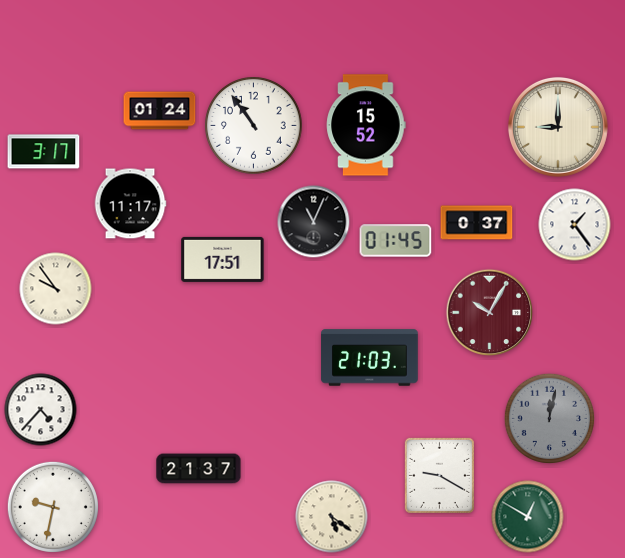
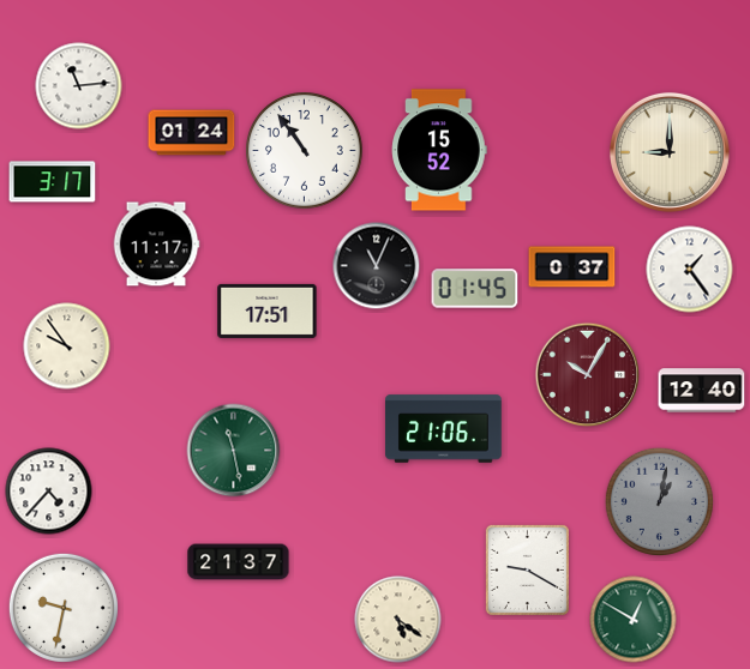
clock at (79, 86): none -> 11:14
clock at (702, 391): none -> 12:40
clock at (370, 358): 21:03 -> 21:06
clock at (234, 451): none -> 11:28
clock at (549, 418): 12:02 -> 1:02
